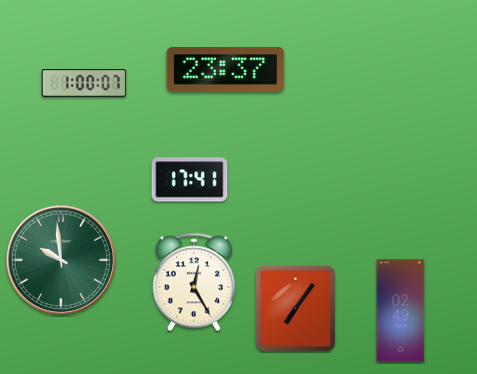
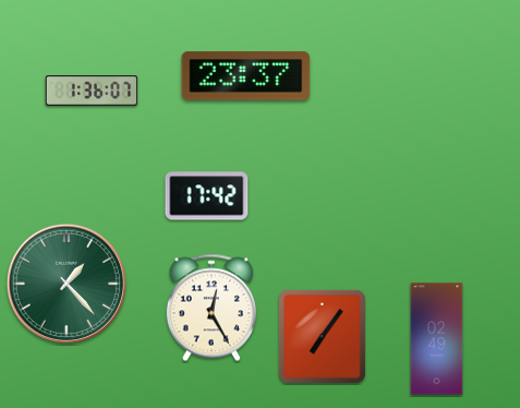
clock at (84, 83): 1:00 -> 1:36
clock at (190, 180): 17:41 -> 17:42
clock at (61, 260): 9:59 -> 1:23
